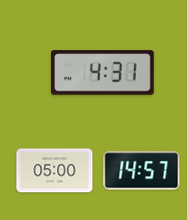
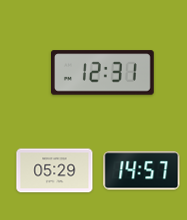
clock at (103, 73): 4:31 -> 12:31
clock at (55, 171): 05:00 -> 05:29
